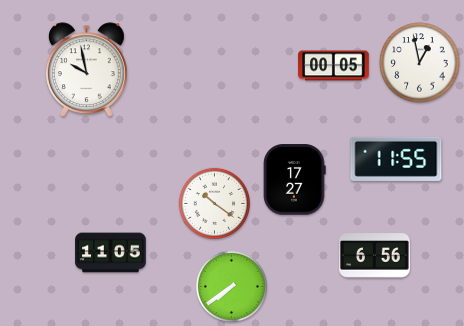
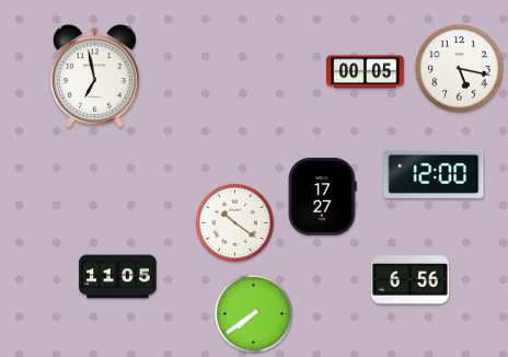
clock at (420, 63): 12:58 -> 5:17
clock at (86, 70): 9:58 -> 6:58
clock at (396, 159): 11:55 -> 12:00
clock at (111, 253) position: (111, 253) -> (118, 277)
